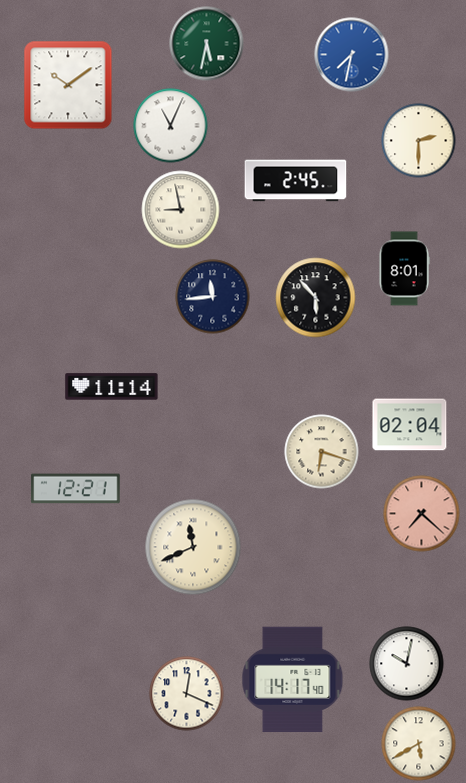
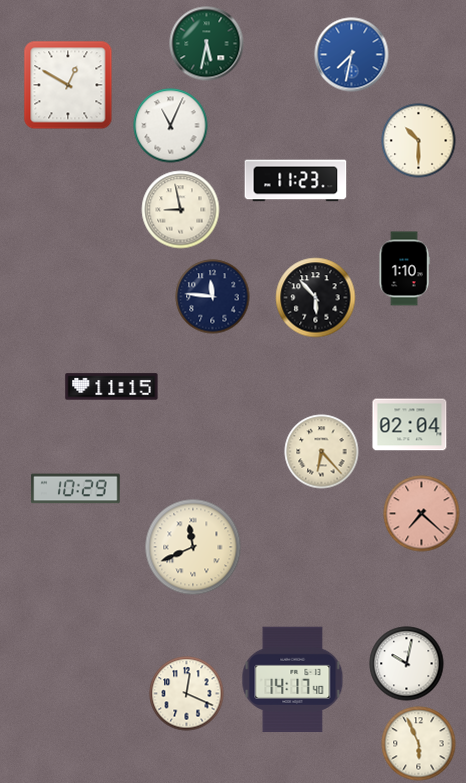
clock at (68, 85): 10:09 -> 12:50
clock at (419, 141): 2:30 -> 10:30
clock at (296, 181): 2:45 -> 11:23
clock at (404, 269): 8:01 -> 1:10
clock at (213, 297): 11:44 -> 11:46
clock at (112, 387): 11:14 -> 11:15
clock at (322, 452): 6:18 -> 6:23
clock at (76, 489): 12:21 -> 10:29
clock at (419, 744): 5:40 -> 5:56
